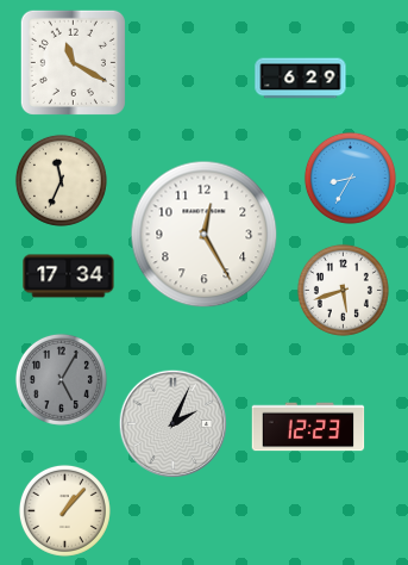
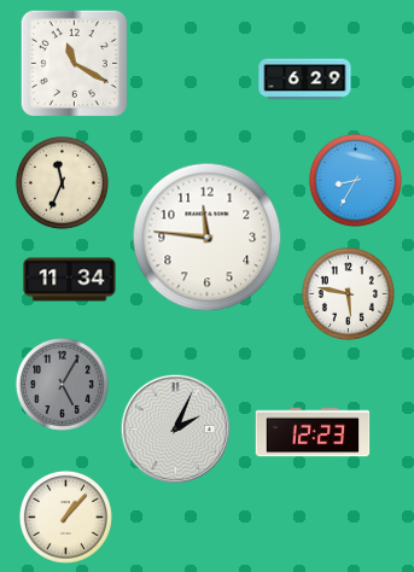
clock at (205, 235): 12:25 -> 11:46
clock at (69, 277): 17:34 -> 11:34
clock at (343, 290): 5:42 -> 5:47
